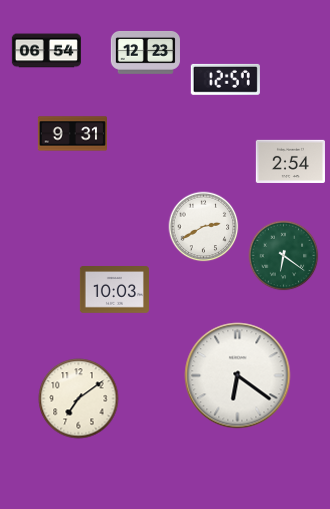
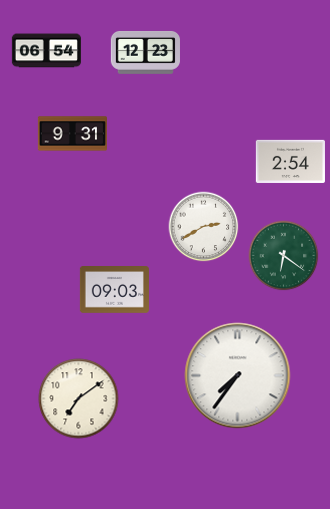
clock at (225, 79): 12:57 -> none
clock at (114, 290): 10:03 -> 09:03
clock at (238, 376): 6:21 -> 7:36
